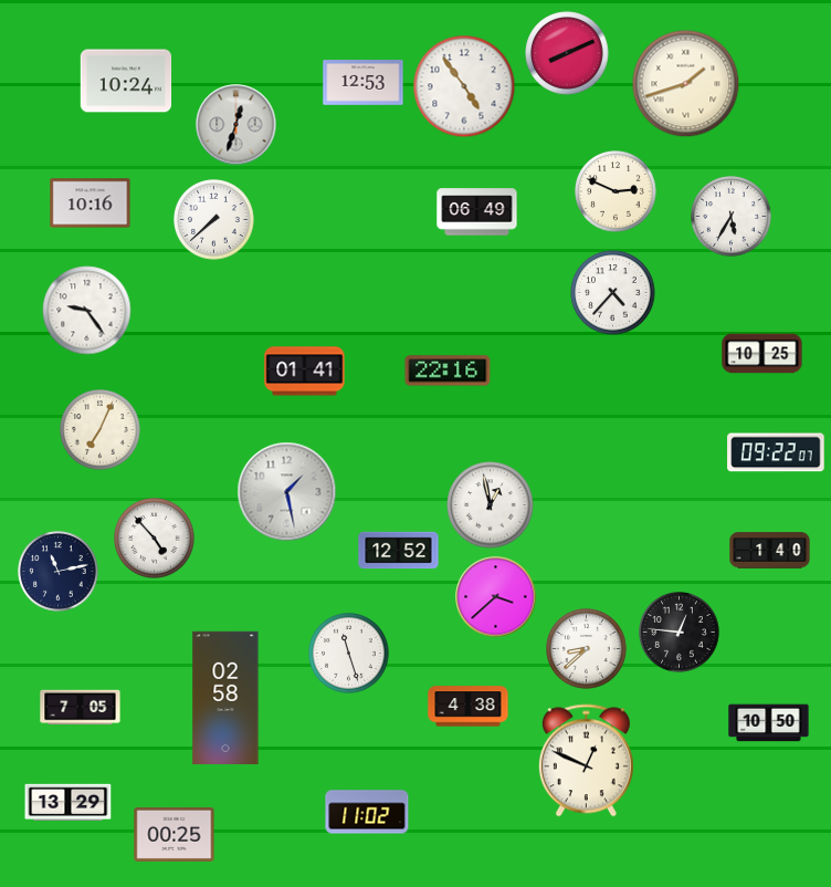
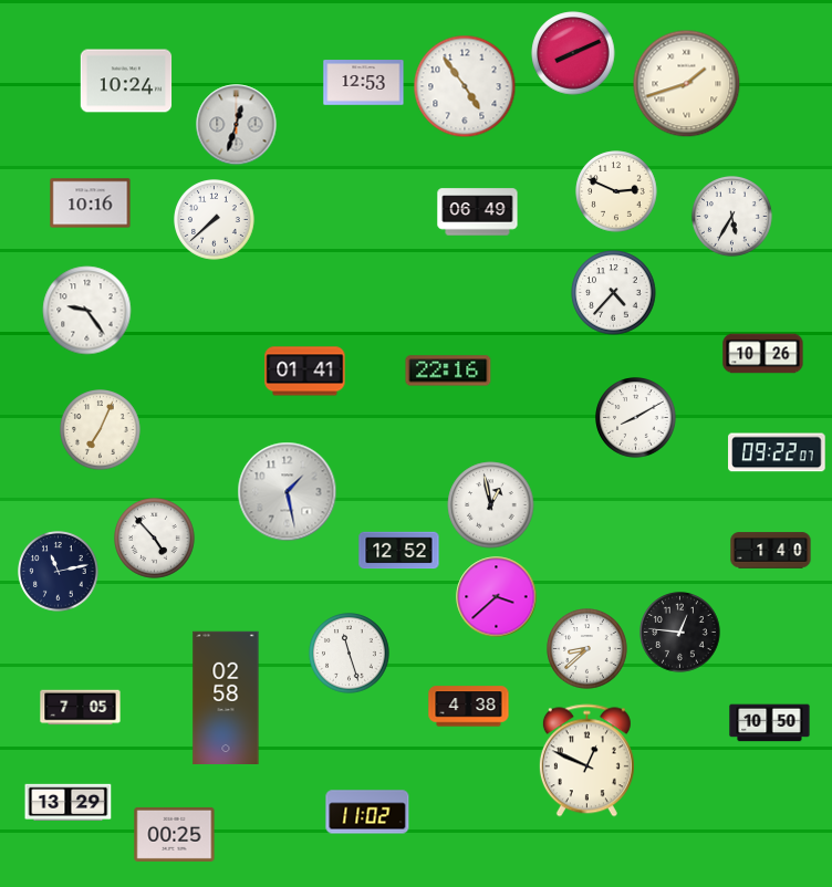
clock at (567, 53) position: (567, 53) -> (573, 53)
clock at (762, 354): 10:25 -> 10:26
clock at (636, 418): none -> 8:10
